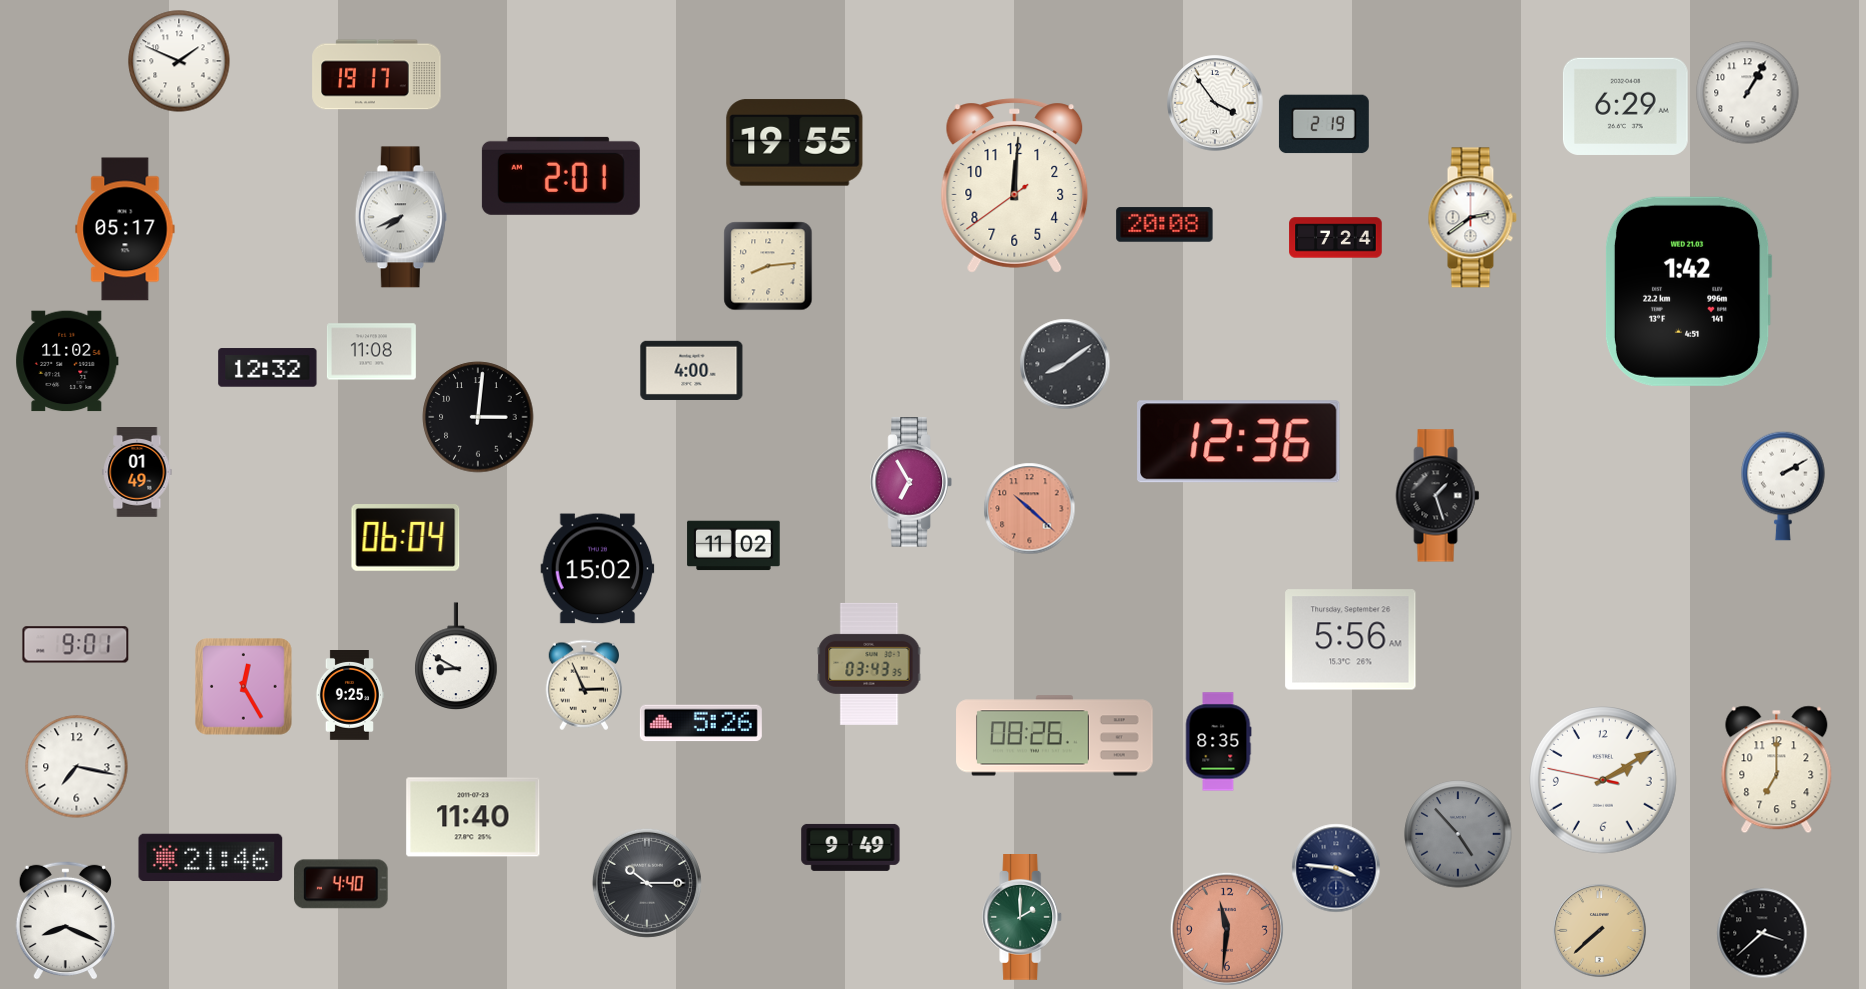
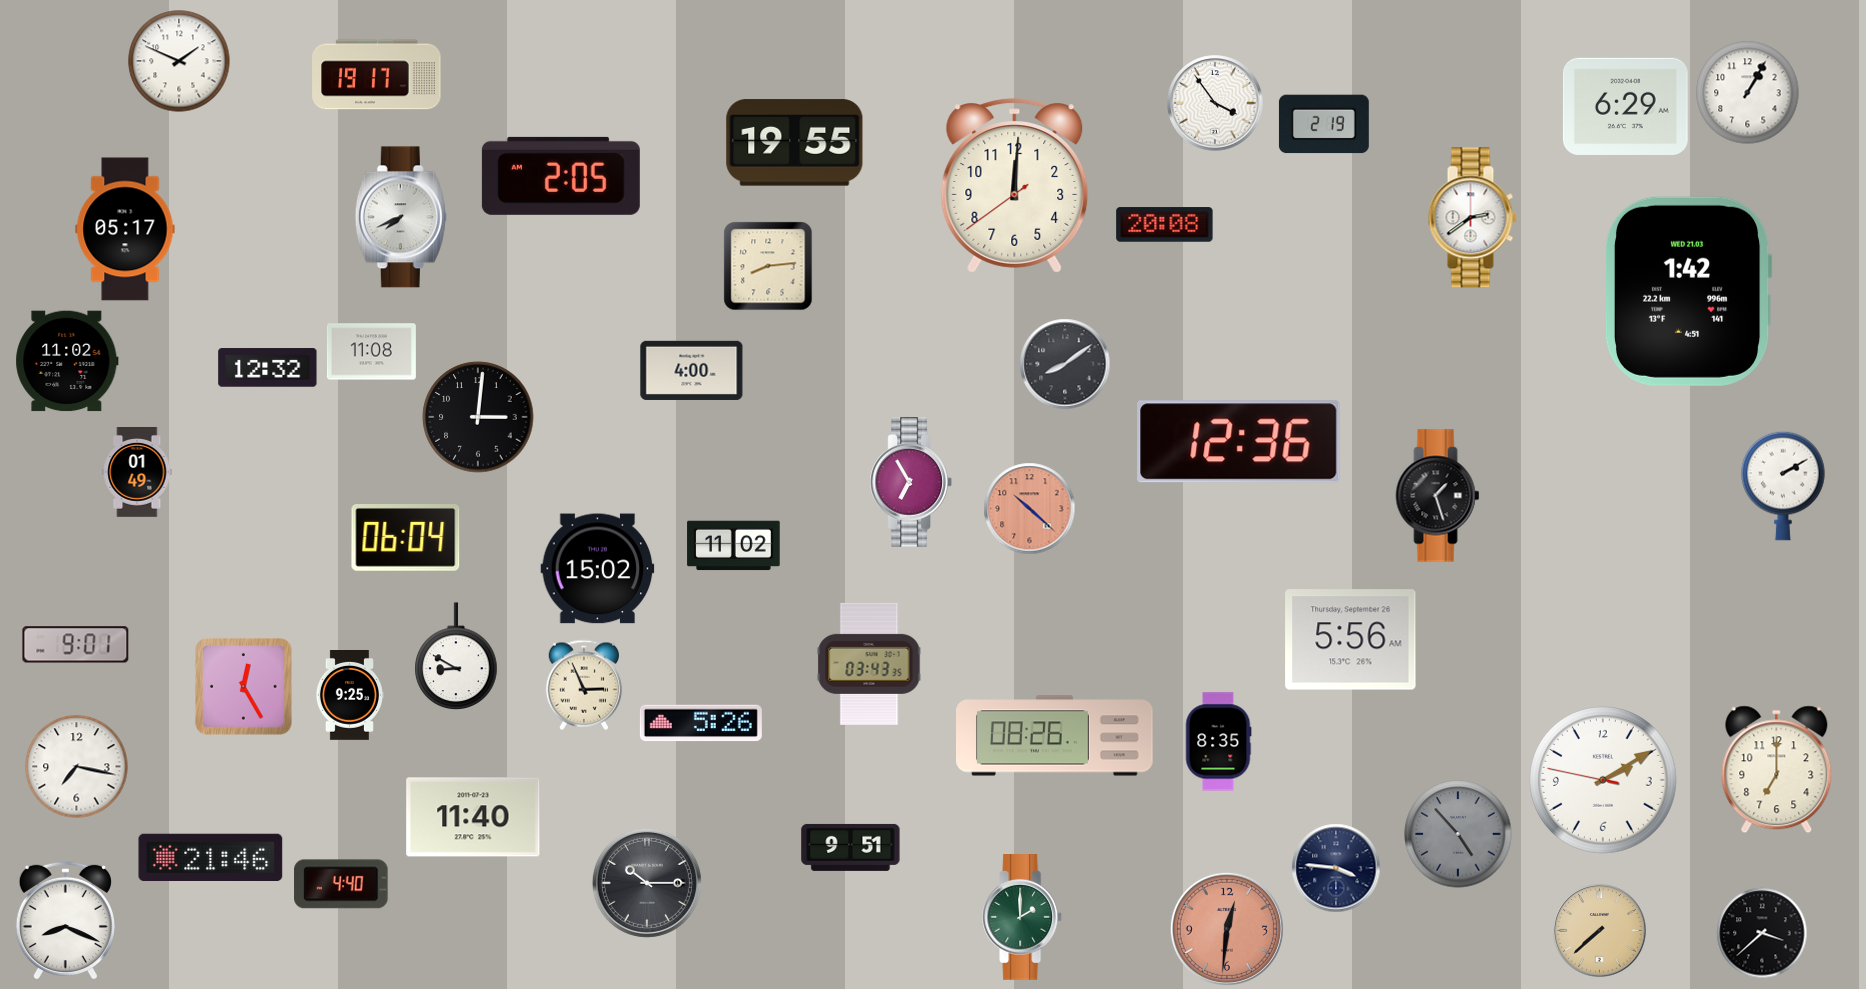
clock at (561, 176): 2:01 -> 2:05
clock at (1336, 238): 7:24 -> none
clock at (851, 847): 9:49 -> 9:51
clock at (1227, 929): 11:31 -> 12:31
